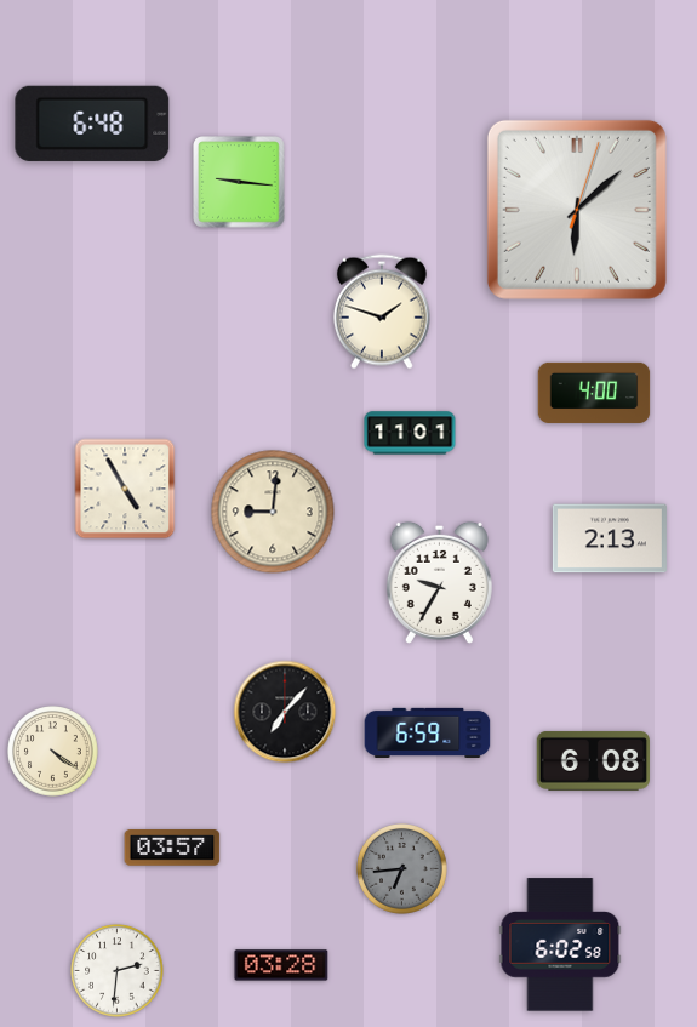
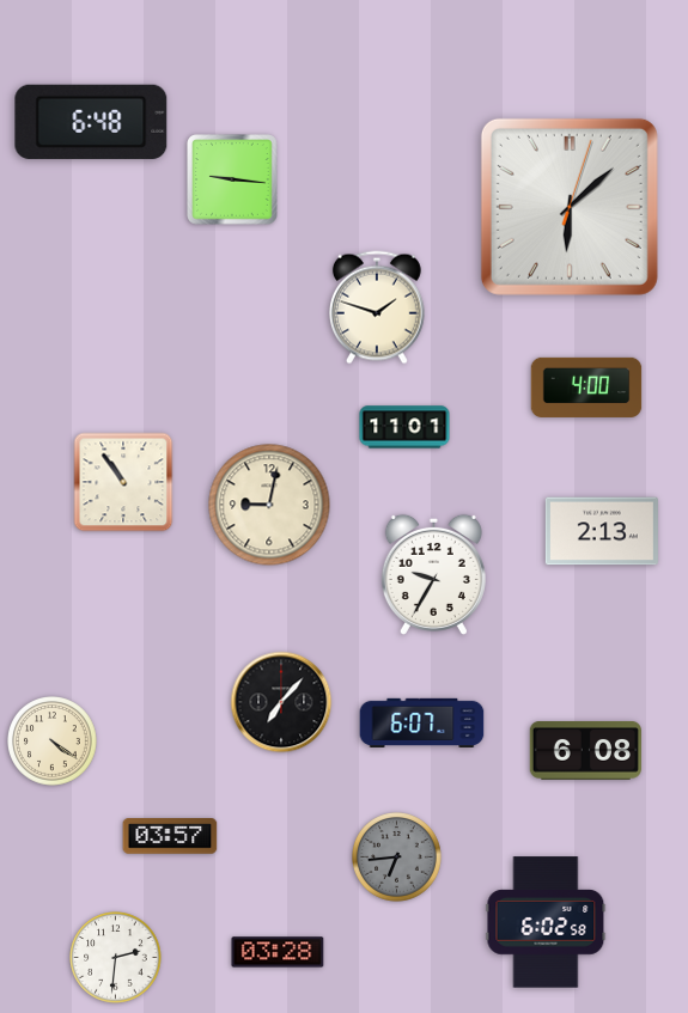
clock at (239, 182) position: (239, 182) -> (232, 179)
clock at (125, 489): 4:55 -> 10:54
clock at (273, 512): 9:01 -> 9:02
clock at (428, 732): 6:59 -> 6:07
clock at (560, 945) position: (560, 945) -> (546, 922)
